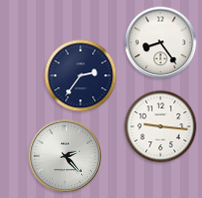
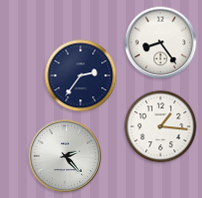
clock at (161, 127): 9:16 -> 1:16
